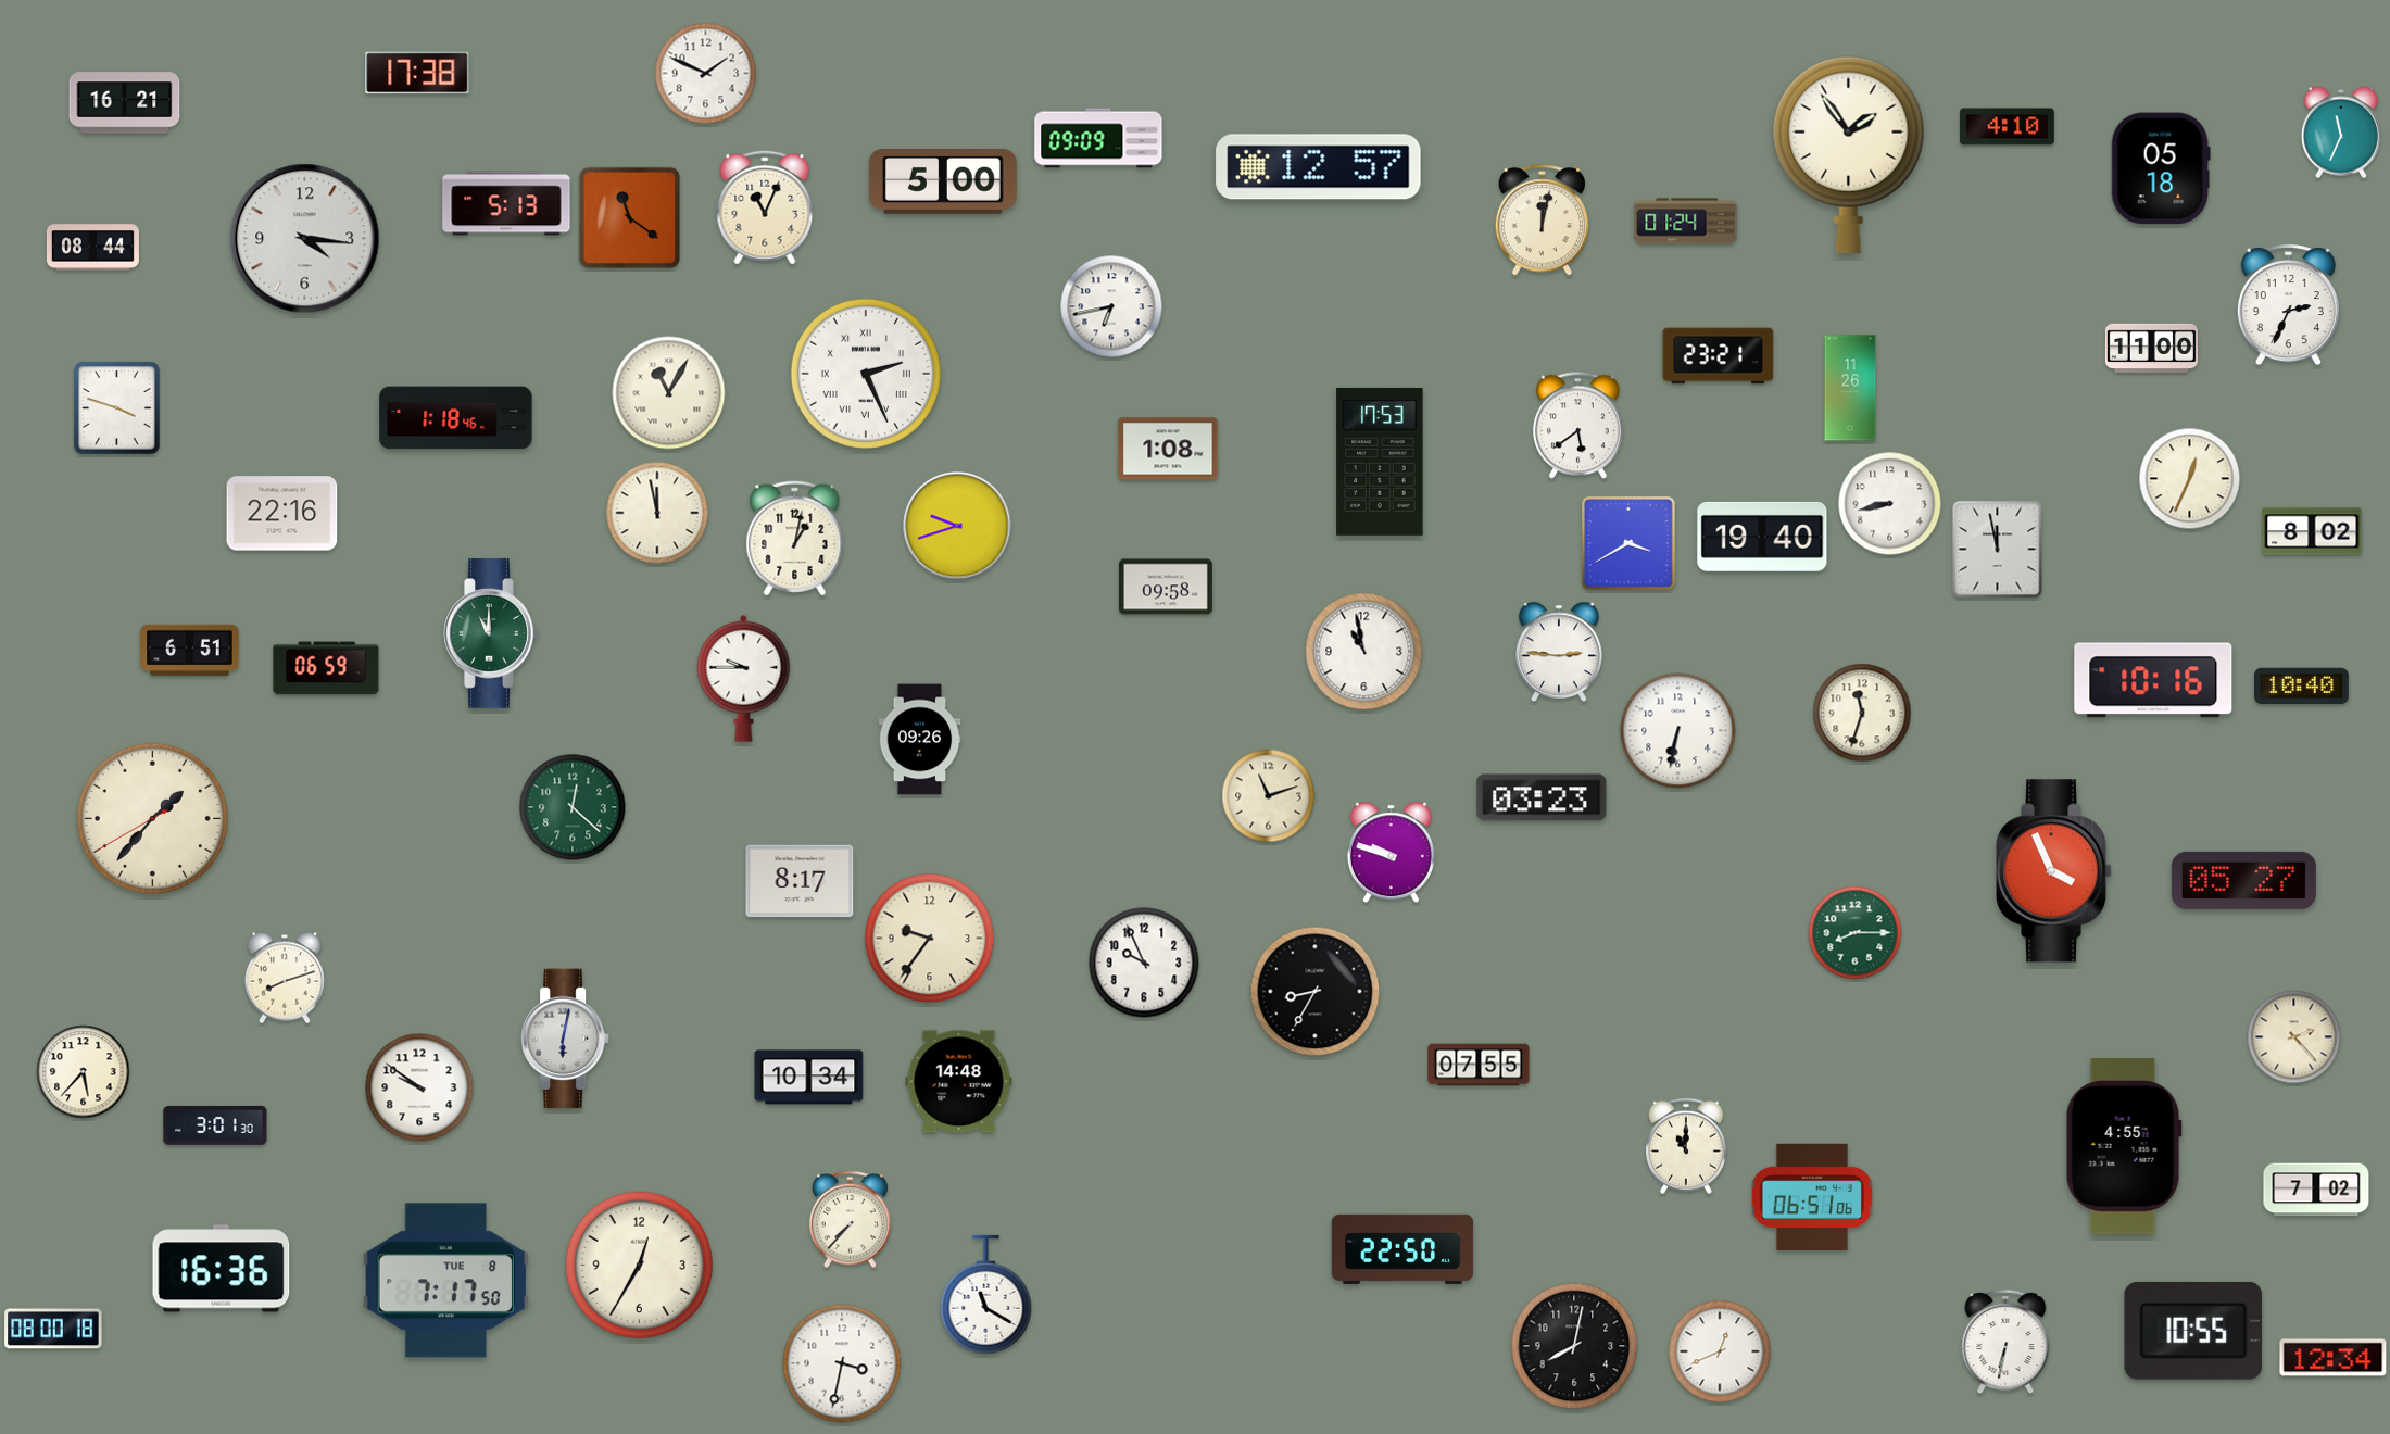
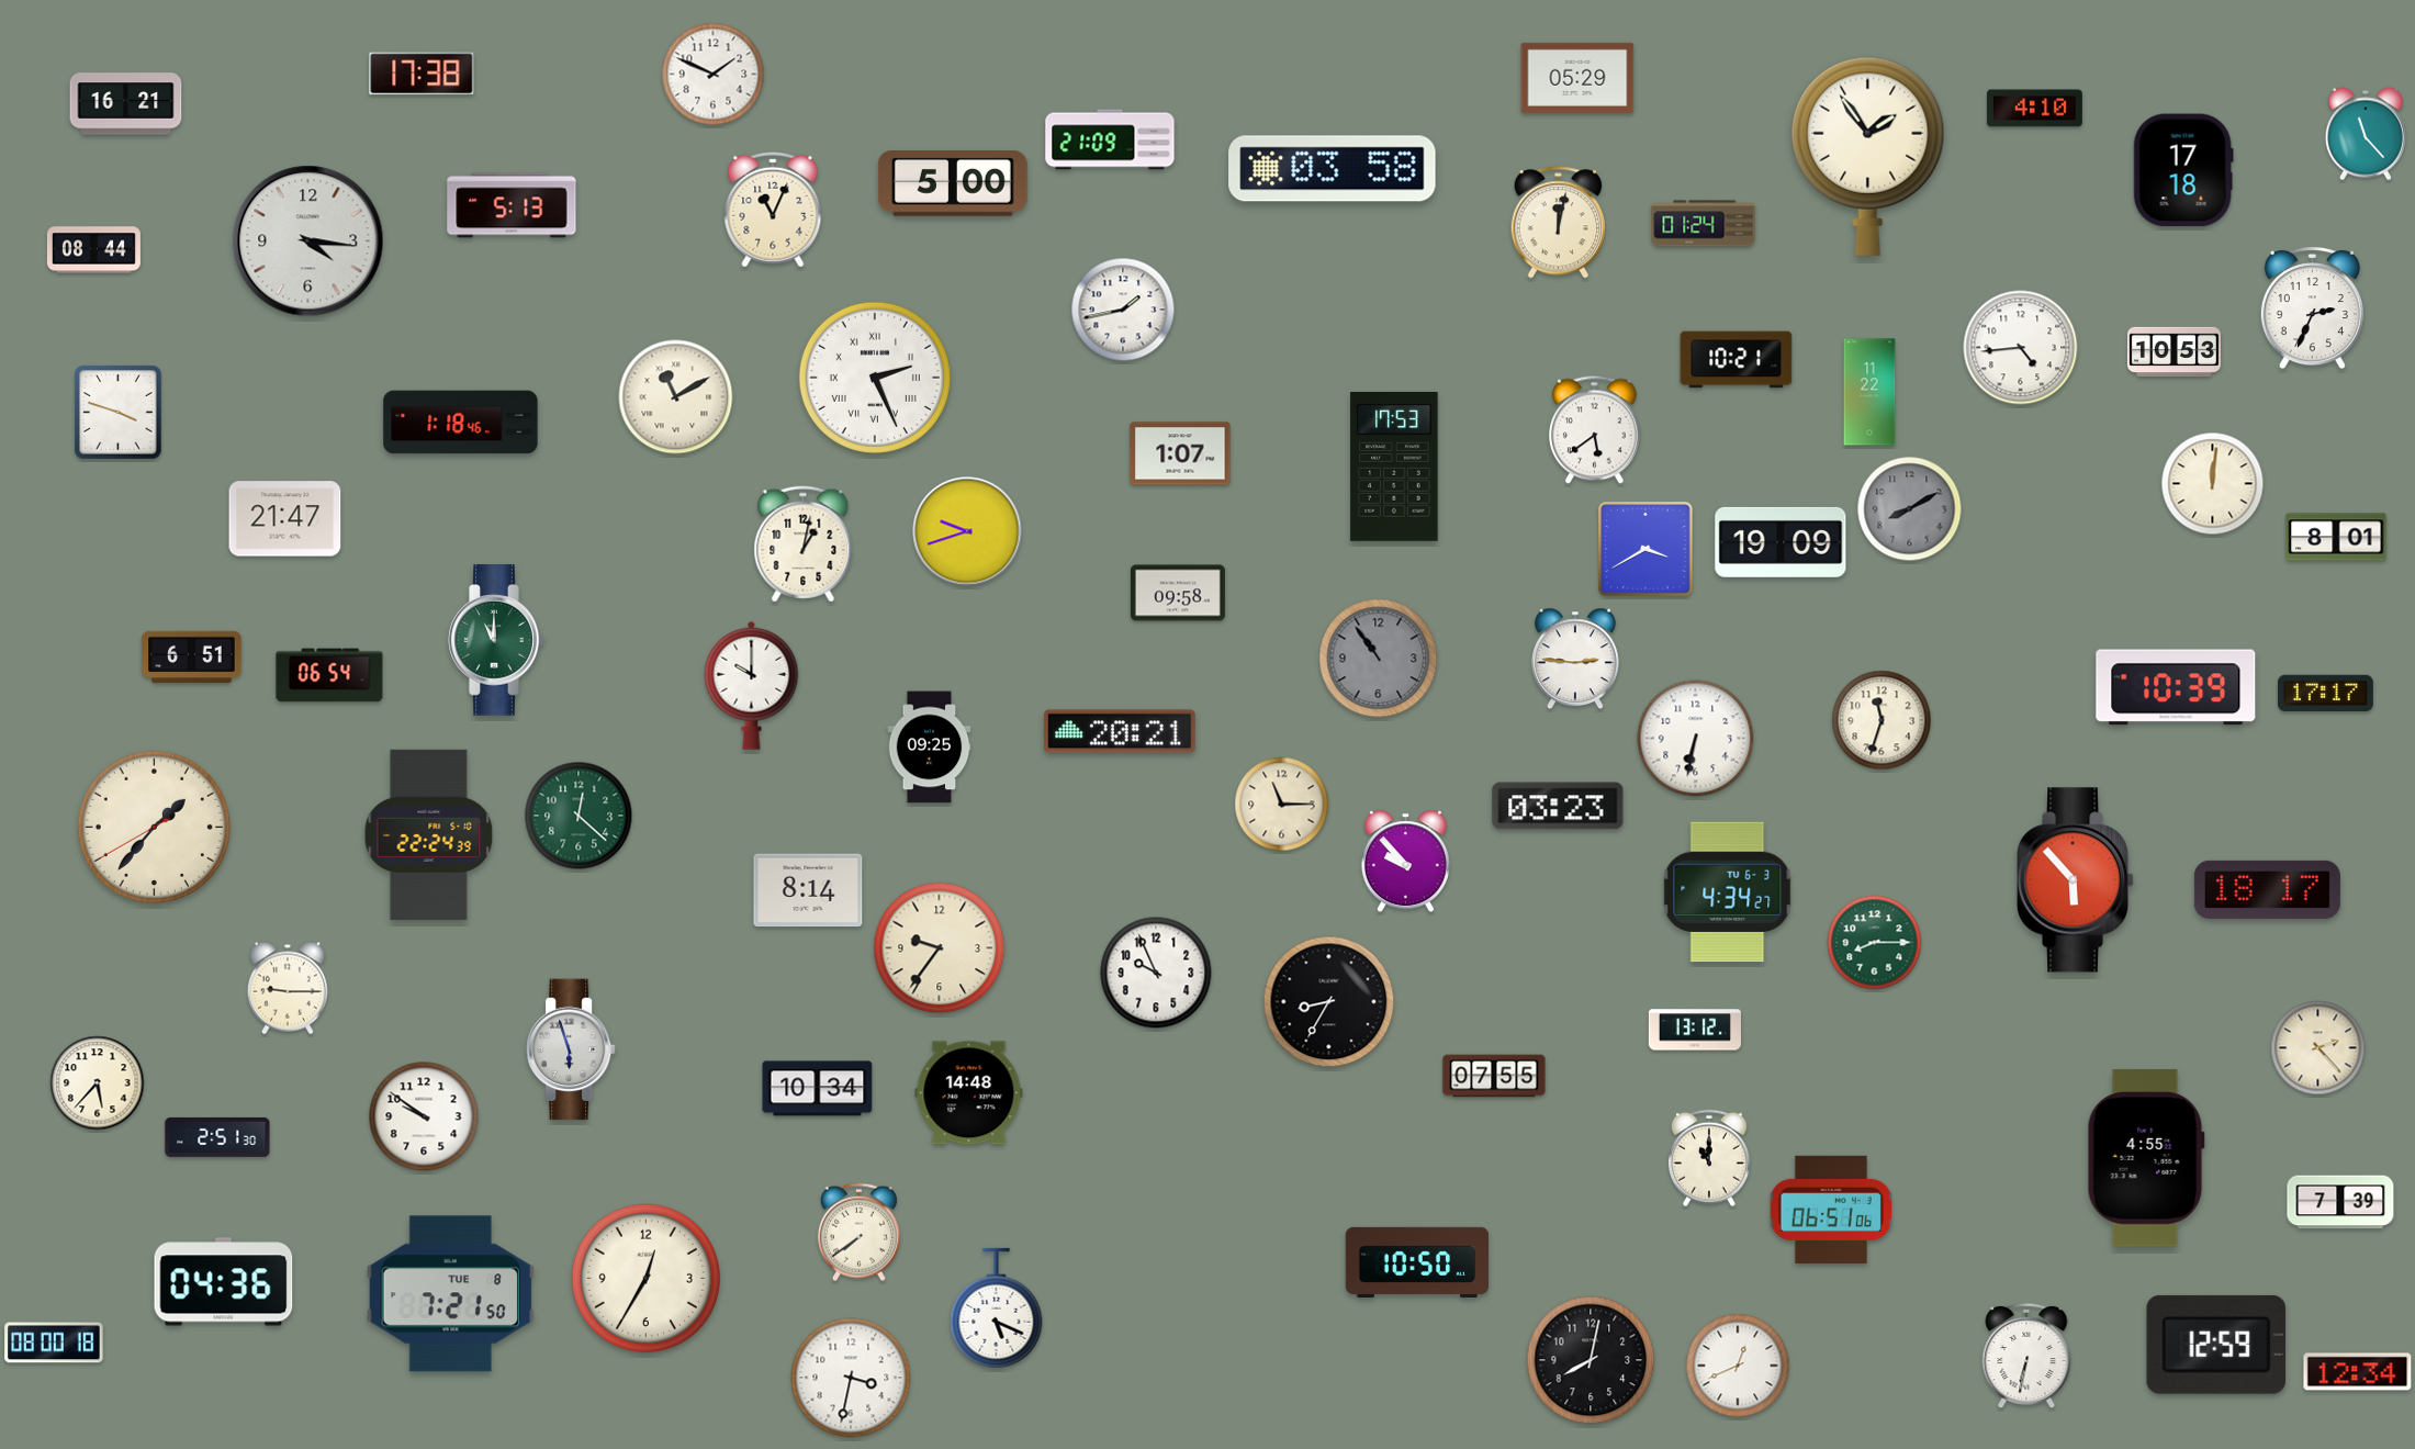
clock at (1577, 78): none -> 05:29
clock at (2007, 127) position: (2007, 127) -> (2034, 109)
clock at (2341, 133): 11:34 -> 11:23
clock at (1098, 138): 09:09 -> 21:09
clock at (1319, 167): 12:57 -> 03:58
clock at (2161, 168): 05:18 -> 17:18
clock at (629, 217): 11:21 -> none
clock at (1111, 306): 6:43 -> 1:43
clock at (2021, 348): none -> 4:44
clock at (2151, 348): 11:00 -> 10:53
clock at (1719, 356): 23:21 -> 10:21
clock at (1850, 388): 11:26 -> 11:22
clock at (669, 393): 11:05 -> 11:10
clock at (1168, 449): 1:08 -> 1:07
clock at (2190, 479): 12:34 -> 12:01
clock at (1890, 504): 8:43 -> 8:10
clock at (1890, 504) dial: white -> grey
clock at (657, 513): 11:58 -> none
clock at (282, 514): 22:16 -> 21:47
clock at (2312, 531): 8:02 -> 8:01
clock at (1762, 537): 19:40 -> 19:09
clock at (1998, 550): 11:58 -> none
clock at (1364, 652): 10:58 -> 10:54
clock at (1364, 652) dial: white -> grey
clock at (326, 668): 06:59 -> 06:54
clock at (744, 678): 9:45 -> 10:00
clock at (2153, 680): 10:16 -> 10:39
clock at (2301, 687): 10:40 -> 17:17
clock at (1120, 731): none -> 20:21
clock at (920, 740): 09:26 -> 09:25
clock at (1269, 796): 11:12 -> 11:15
clock at (429, 834): none -> 22:24
clock at (1391, 853): 9:48 -> 9:53
clock at (2055, 871): 3:56 -> 5:53
clock at (2243, 880): 05:27 -> 18:17
clock at (800, 881): 8:17 -> 8:14
clock at (1728, 892): none -> 4:34
clock at (285, 978): 8:12 -> 9:15
clock at (1695, 1030): none -> 13:12
clock at (566, 1039): 6:02 -> 5:57
clock at (84, 1072) position: (84, 1072) -> (98, 1083)
clock at (419, 1087) position: (419, 1087) -> (424, 1116)
clock at (215, 1125): 3:01 -> 2:51
clock at (1686, 1146) position: (1686, 1146) -> (1709, 1158)
clock at (2316, 1190): 7:02 -> 7:39
clock at (850, 1220): 7:37 -> 7:39
clock at (1402, 1249): 22:50 -> 10:50
clock at (222, 1269): 16:36 -> 04:36
clock at (445, 1281): 7:17 -> 7:21
clock at (986, 1295): 11:20 -> 5:19
clock at (2193, 1331): 10:55 -> 12:59
